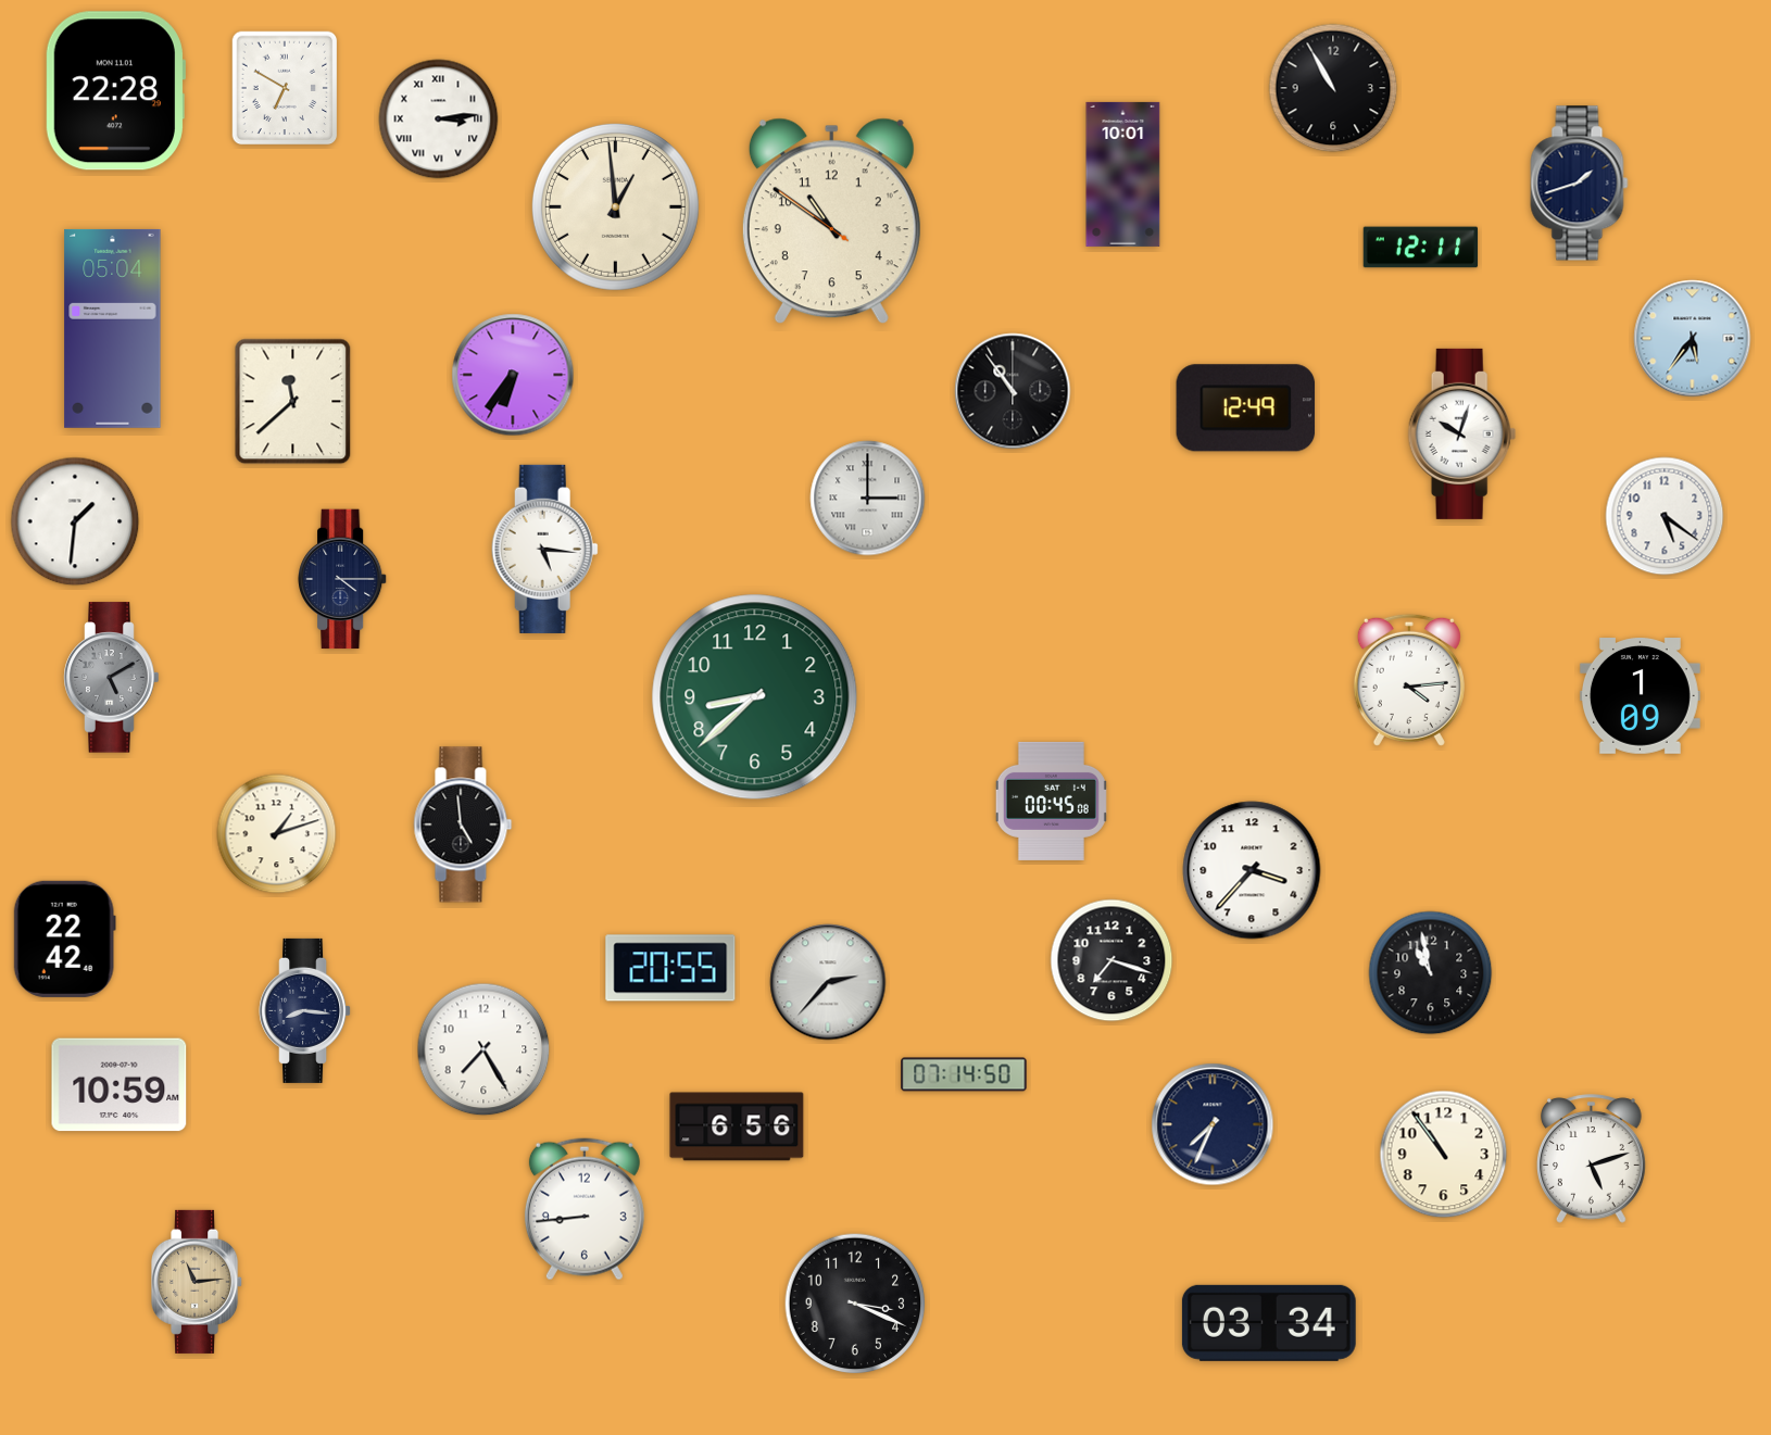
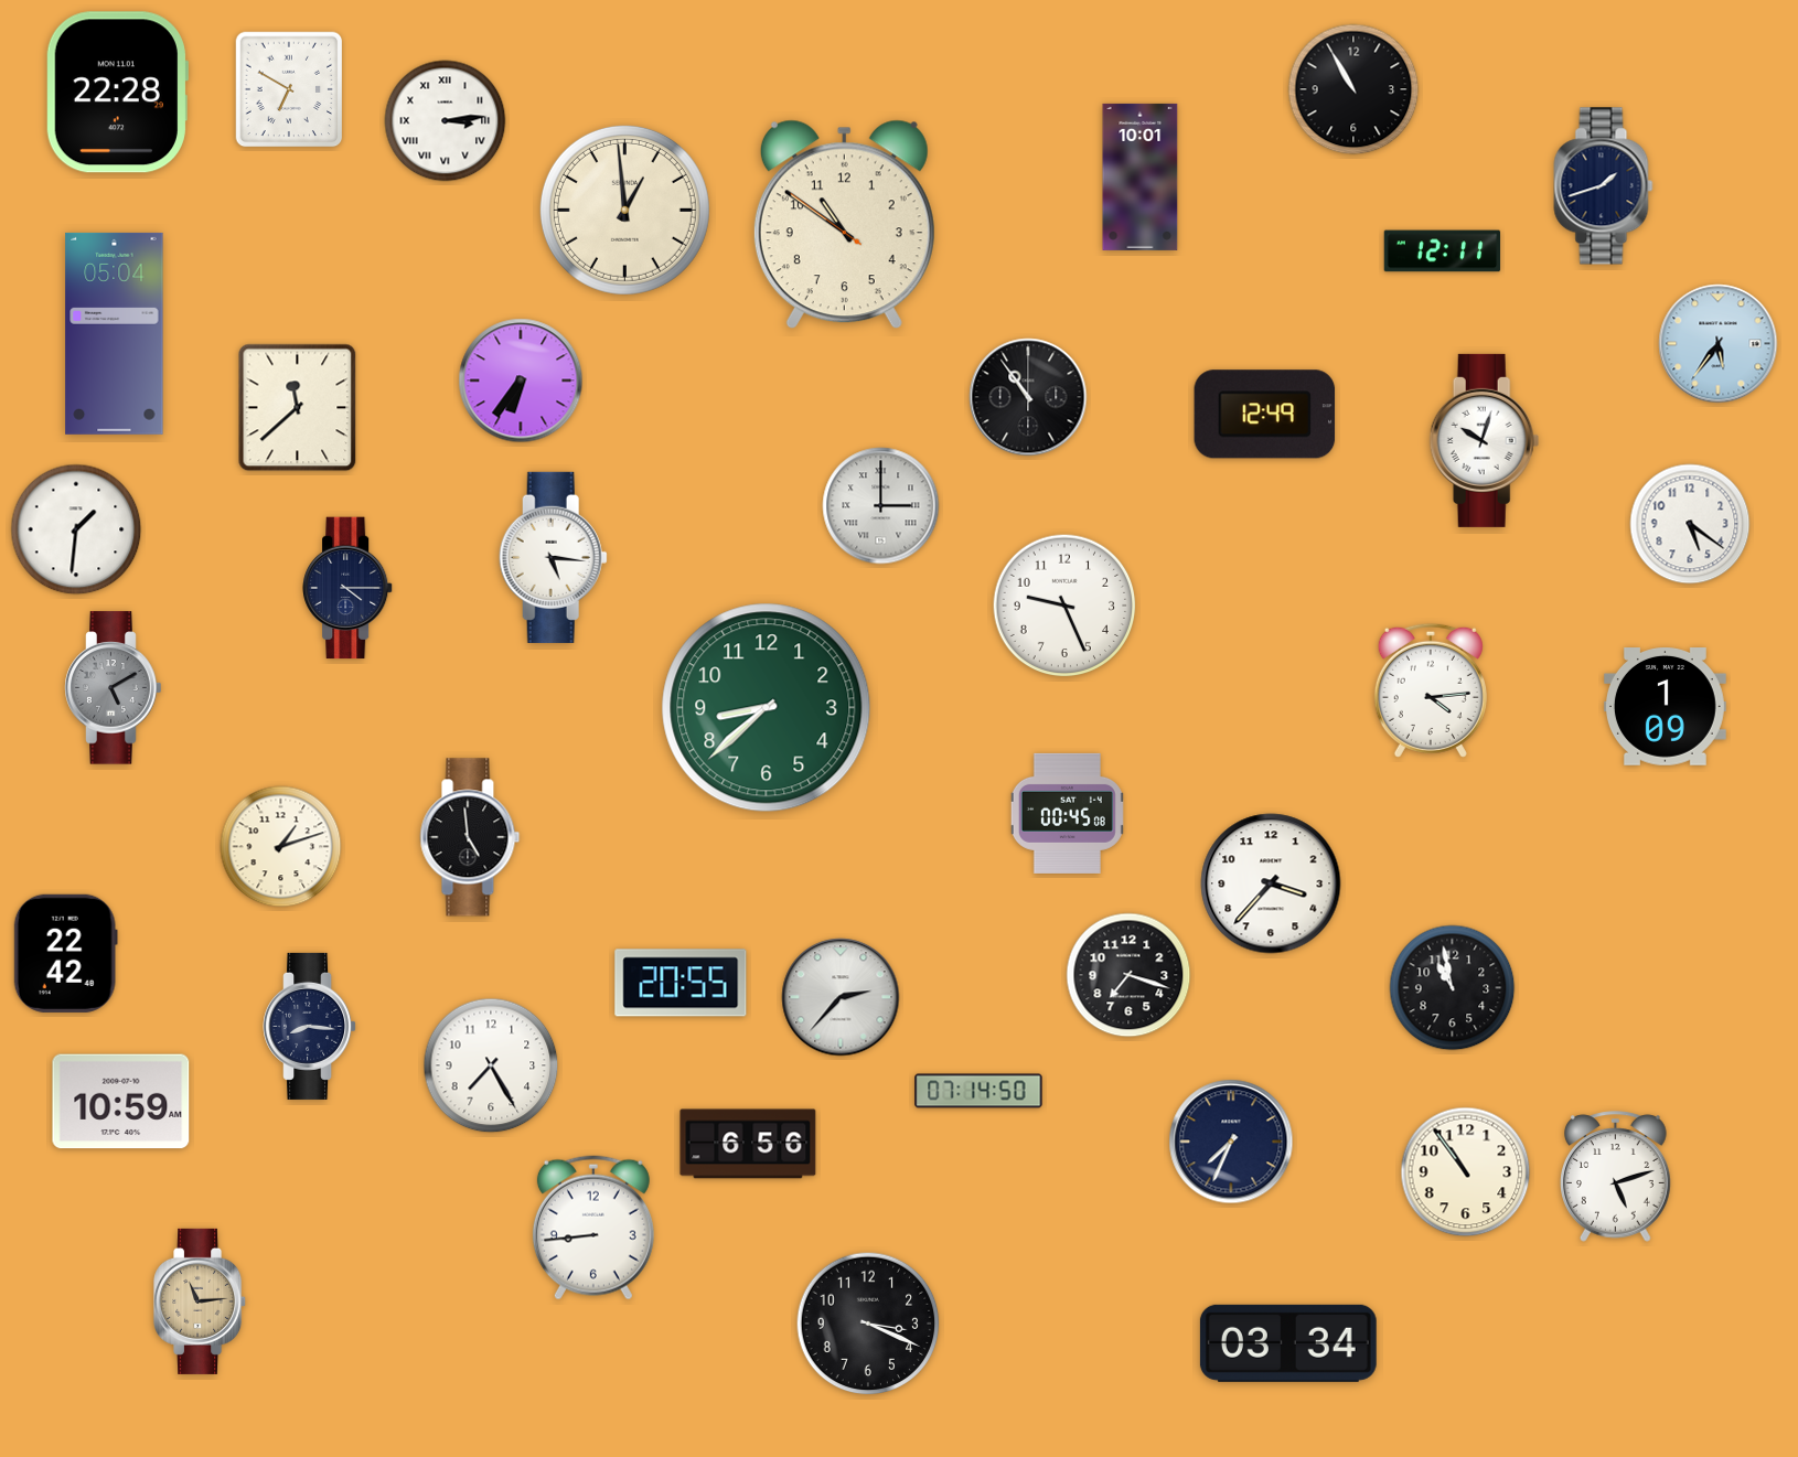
clock at (1064, 606): none -> 9:26
